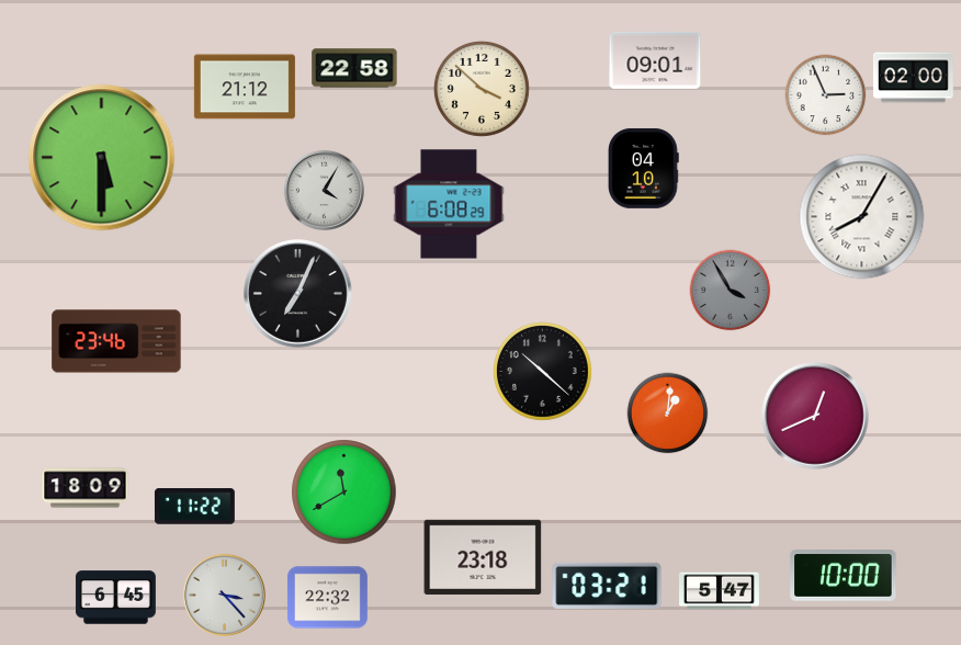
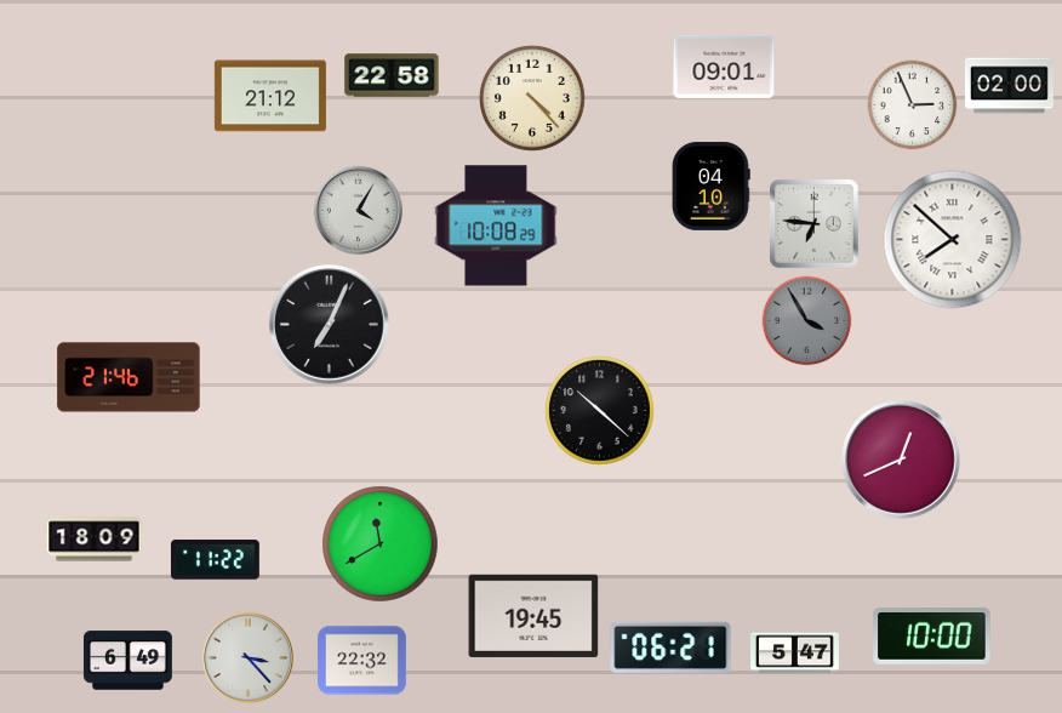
clock at (482, 89): 3:52 -> 4:23
clock at (102, 158): 5:30 -> none
clock at (815, 224): none -> 6:46
clock at (449, 204): 6:08 -> 10:08
clock at (862, 217): 8:05 -> 7:52
clock at (116, 341): 23:46 -> 21:46
clock at (668, 414): 1:01 -> none
clock at (483, 557): 23:18 -> 19:45
clock at (607, 586): 03:21 -> 06:21
clock at (115, 598): 6:45 -> 6:49
